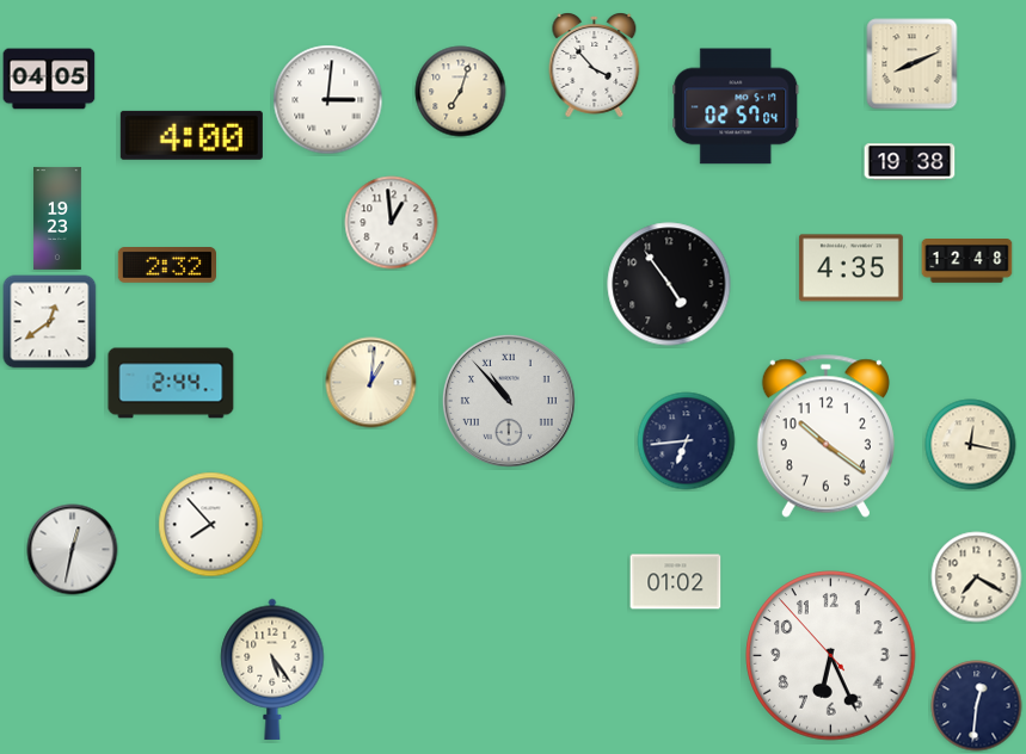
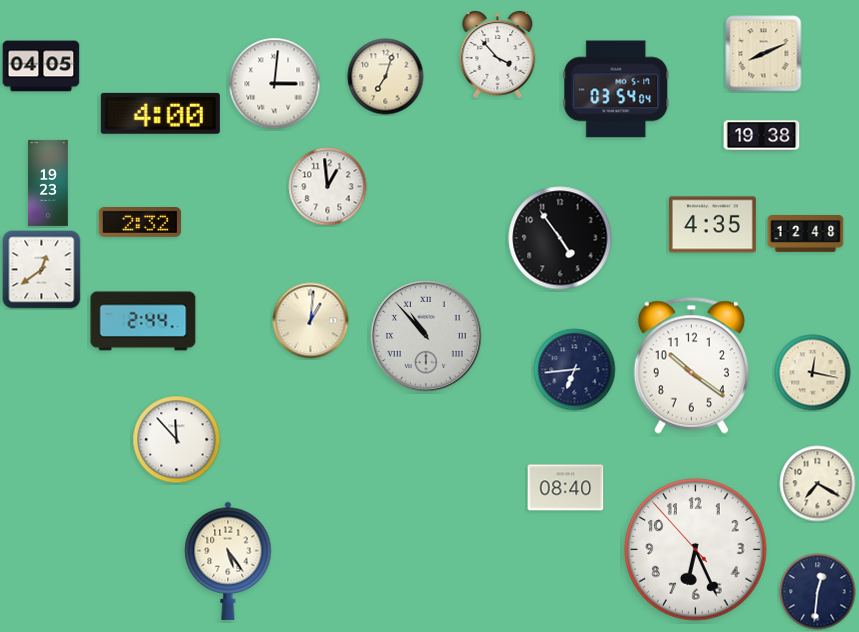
clock at (736, 106): 02:57 -> 03:54
clock at (967, 261) position: (967, 261) -> (806, 234)
clock at (211, 525): 7:53 -> 11:53
clock at (73, 550): 12:32 -> none
clock at (676, 582): 01:02 -> 08:40
